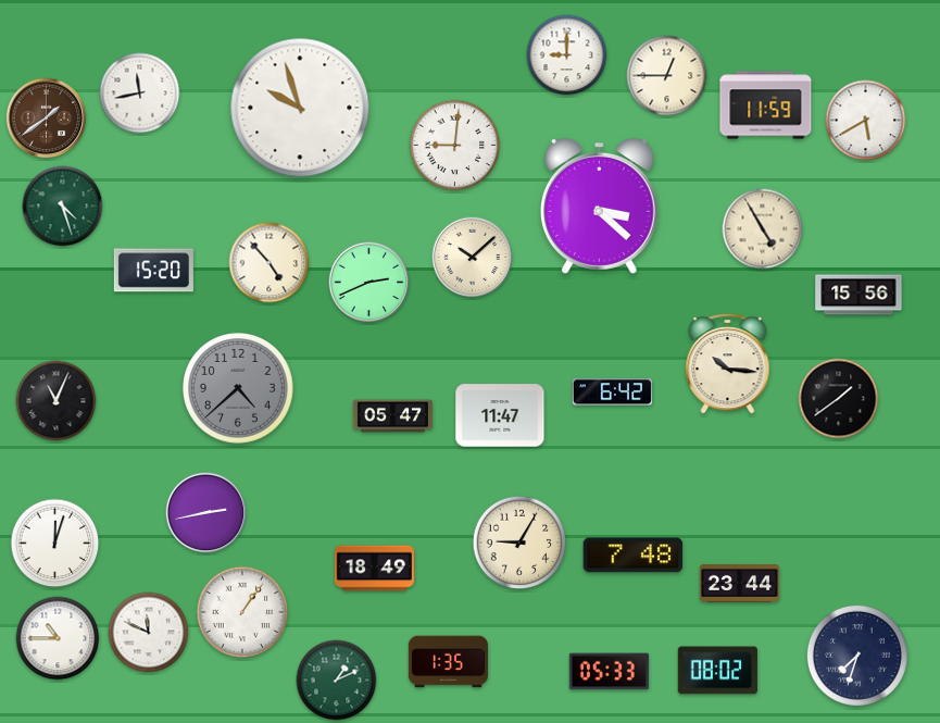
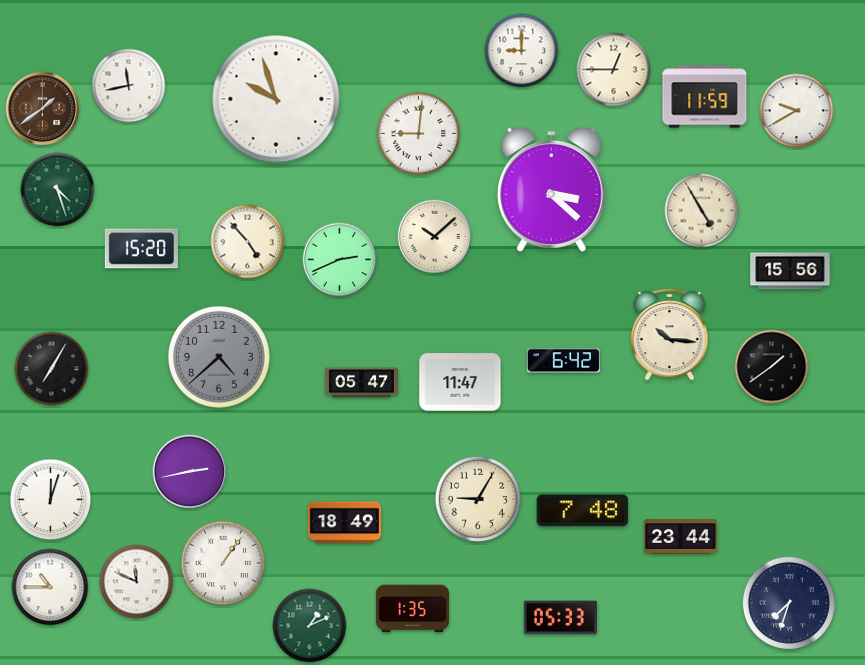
clock at (866, 121): 5:40 -> 9:40
clock at (57, 401): 11:04 -> 7:05
clock at (58, 638) position: (58, 638) -> (50, 587)
clock at (717, 671): 08:02 -> none
